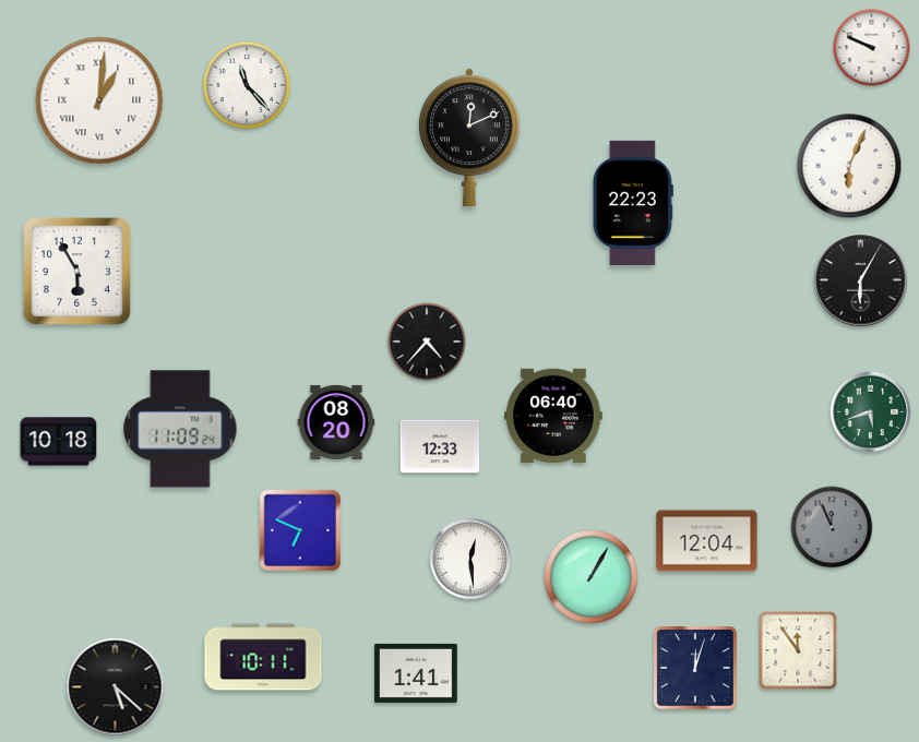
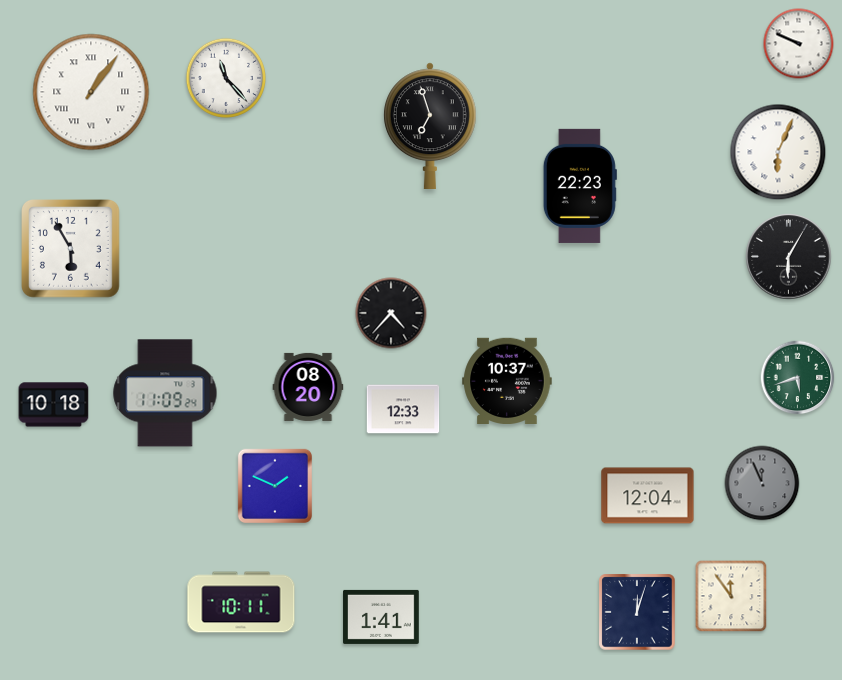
clock at (99, 100): 1:01 -> 1:06
clock at (469, 136): 12:11 -> 6:57
clock at (553, 416): 06:40 -> 10:37
clock at (299, 529): 6:49 -> 1:49
clock at (470, 559): 12:29 -> none
clock at (592, 577): 1:05 -> none
clock at (116, 687): 5:22 -> none
